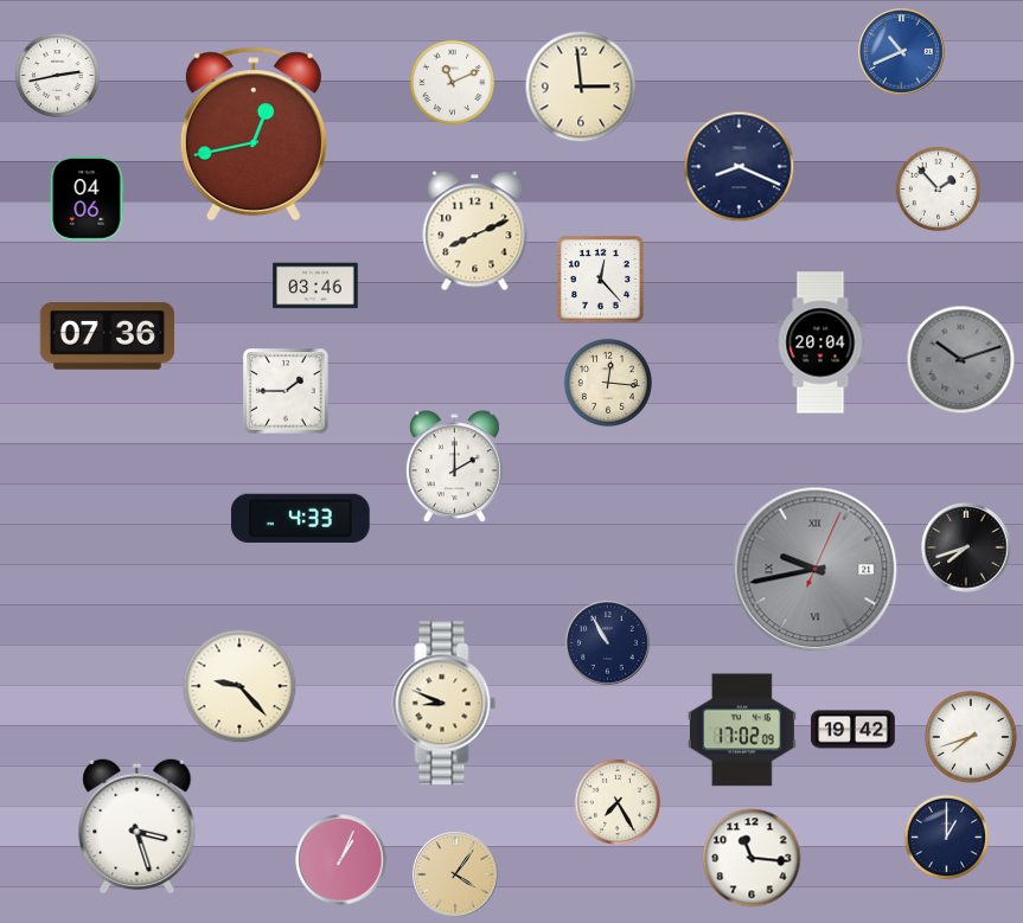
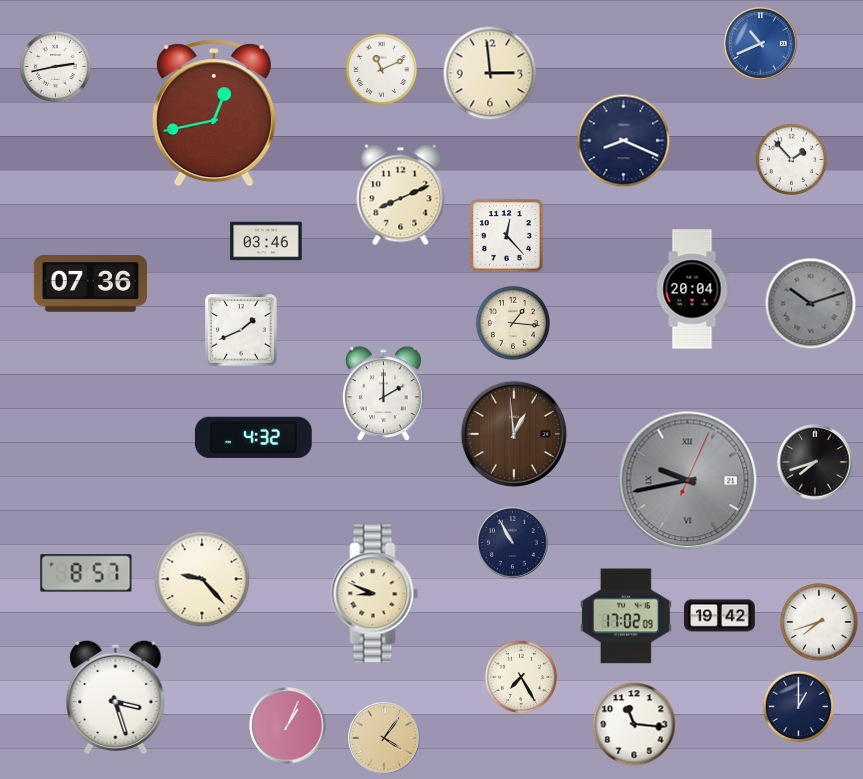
clock at (58, 76) position: (58, 76) -> (56, 67)
clock at (87, 199): 04:06 -> none
clock at (608, 383): 12:16 -> 1:16
clock at (286, 391): 1:45 -> 1:41
clock at (513, 433): none -> 12:59
clock at (300, 518): 4:33 -> 4:32
clock at (86, 573): none -> 8:57
